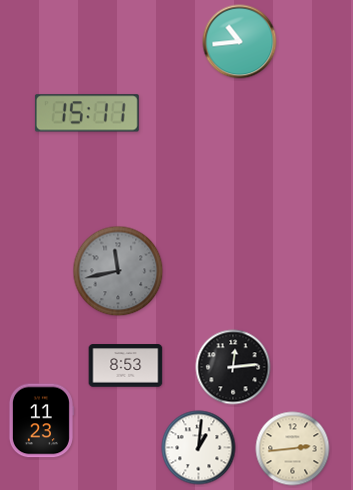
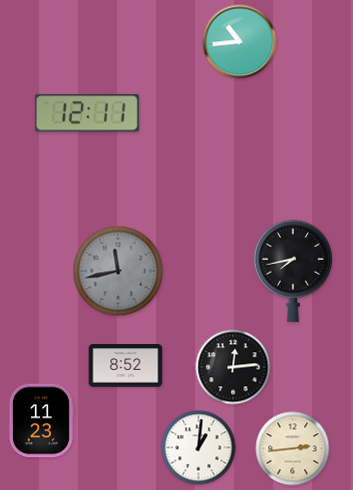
clock at (87, 113): 15:11 -> 12:11
clock at (293, 271): none -> 7:43
clock at (126, 366): 8:53 -> 8:52
